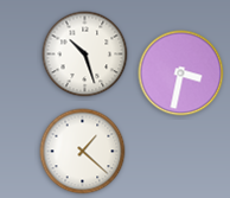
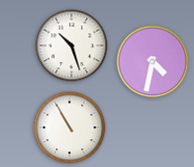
clock at (181, 74): 3:32 -> 4:32
clock at (83, 152): 1:22 -> 10:55
